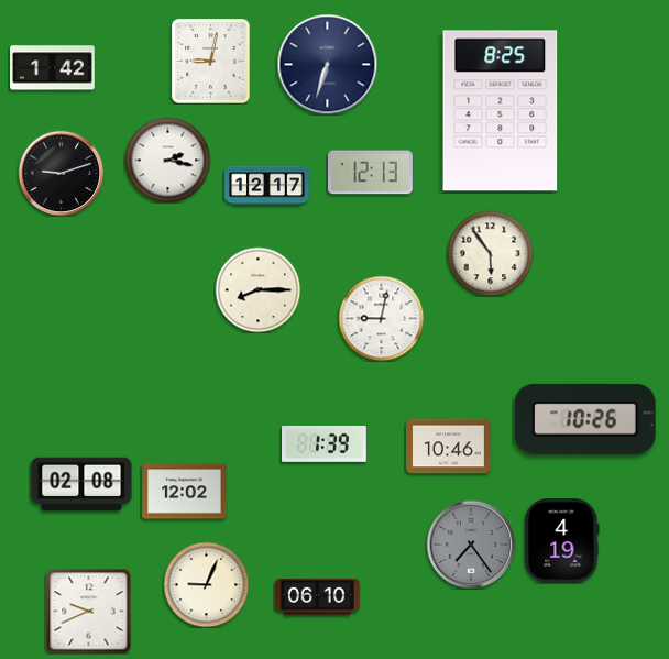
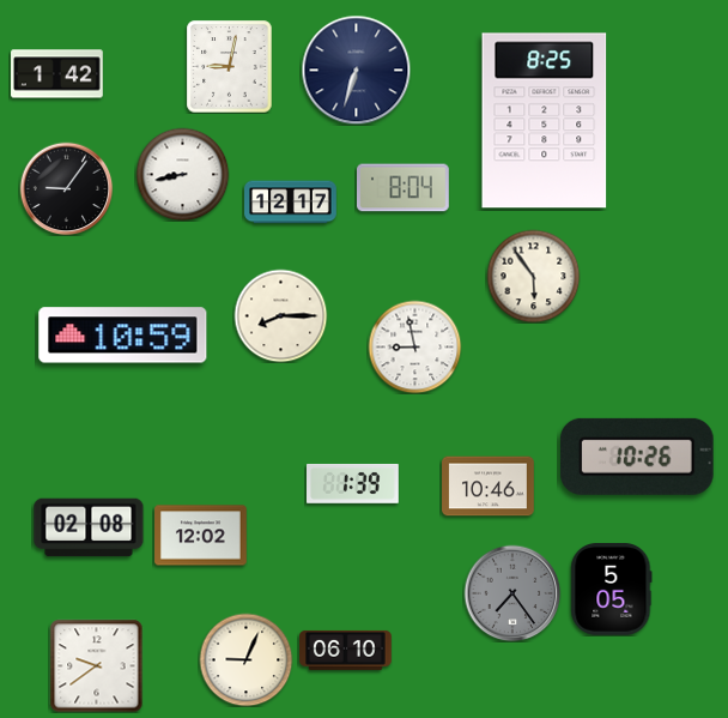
clock at (167, 160): 2:17 -> 8:43
clock at (61, 173): 9:12 -> 9:06
clock at (371, 173): 12:13 -> 8:04
clock at (123, 336): none -> 10:59
clock at (381, 318): 9:02 -> 8:58
clock at (562, 541): 4:19 -> 5:05
clock at (206, 584) position: (206, 584) -> (245, 659)
clock at (88, 611): 9:41 -> 9:39
